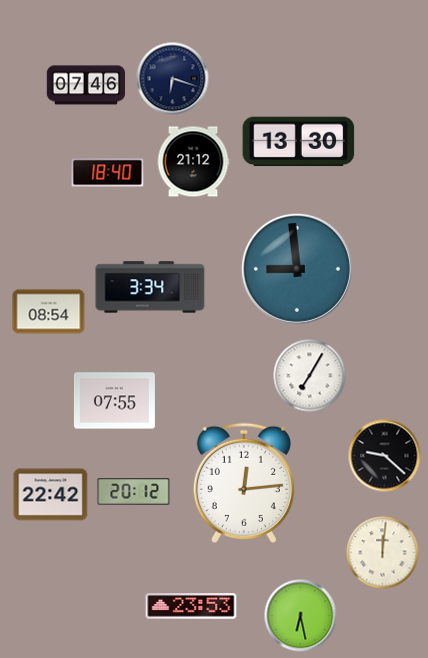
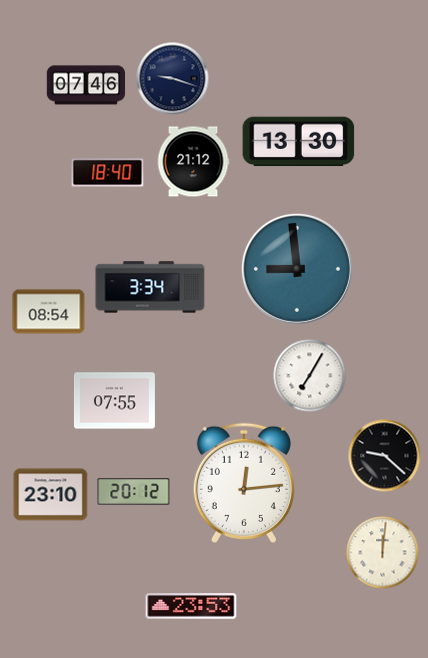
clock at (173, 79): 6:18 -> 9:18
clock at (51, 495): 22:42 -> 23:10
clock at (301, 616): 6:28 -> none
